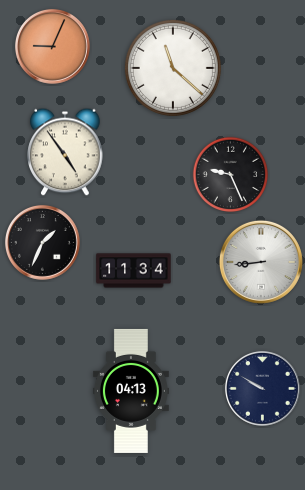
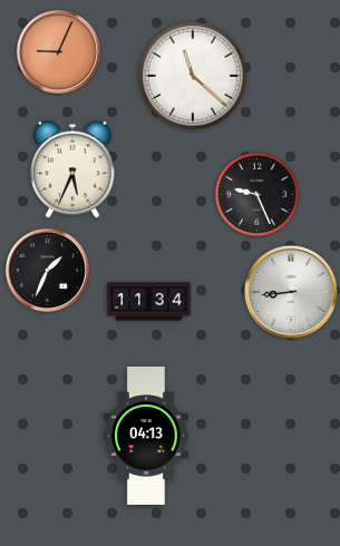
clock at (65, 152): 4:54 -> 5:34
clock at (262, 388): 9:50 -> none
